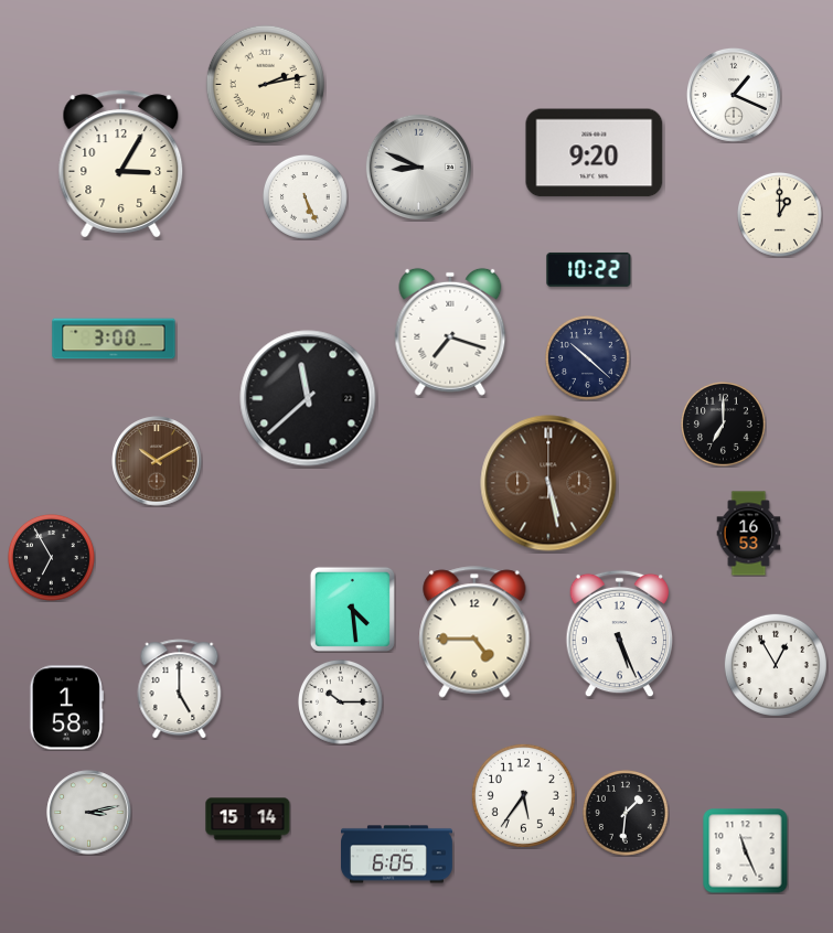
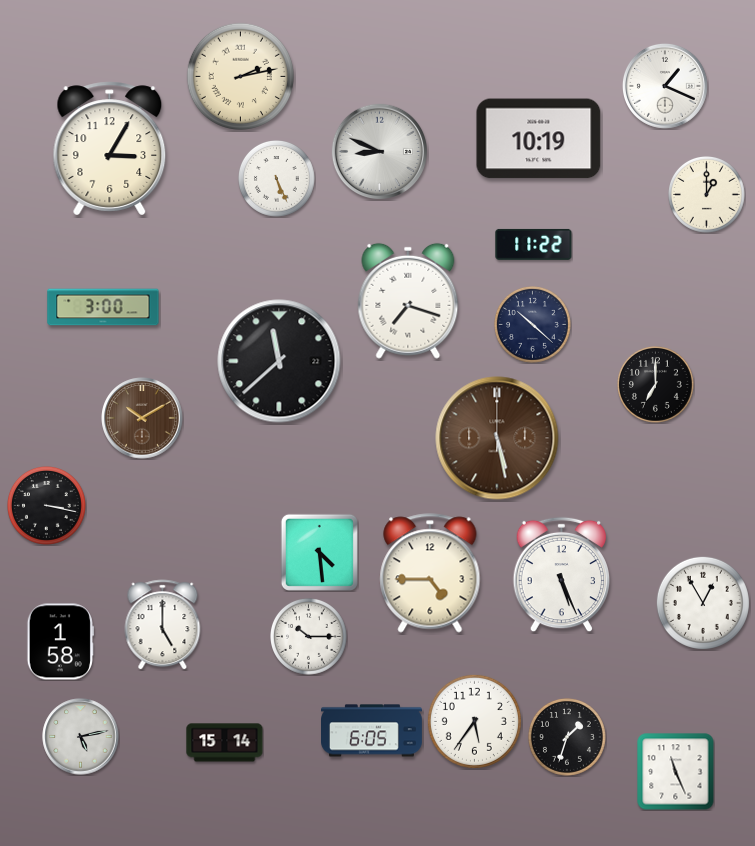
clock at (595, 153): 9:20 -> 10:19
clock at (589, 269): 10:22 -> 11:22
clock at (749, 534): 16:53 -> none
clock at (51, 557): 6:55 -> 3:17
clock at (89, 813): 3:13 -> 5:13
clock at (626, 813): 1:31 -> 1:33
clock at (397, 855) position: (397, 855) -> (372, 731)
